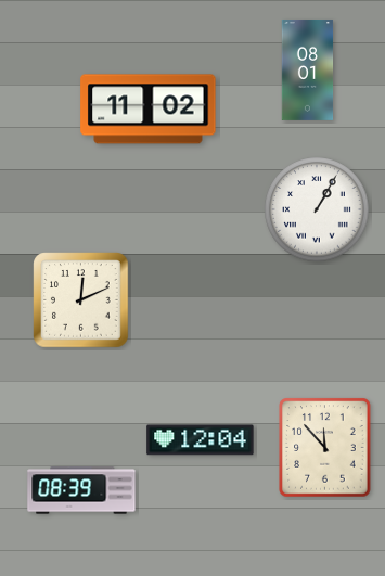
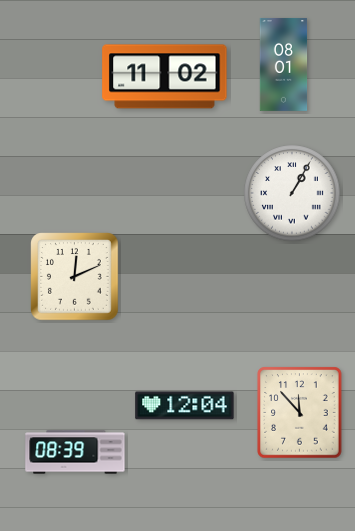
clock at (149, 110) position: (149, 110) -> (165, 77)
